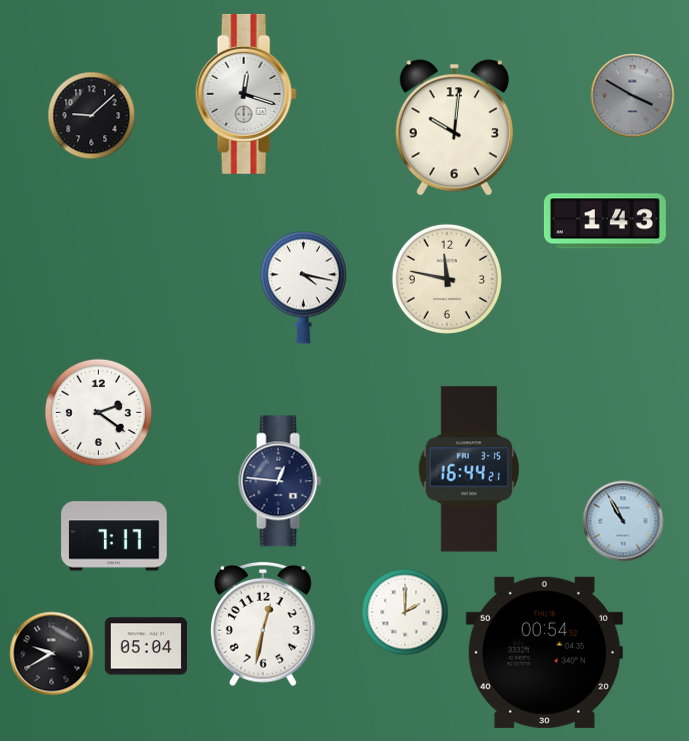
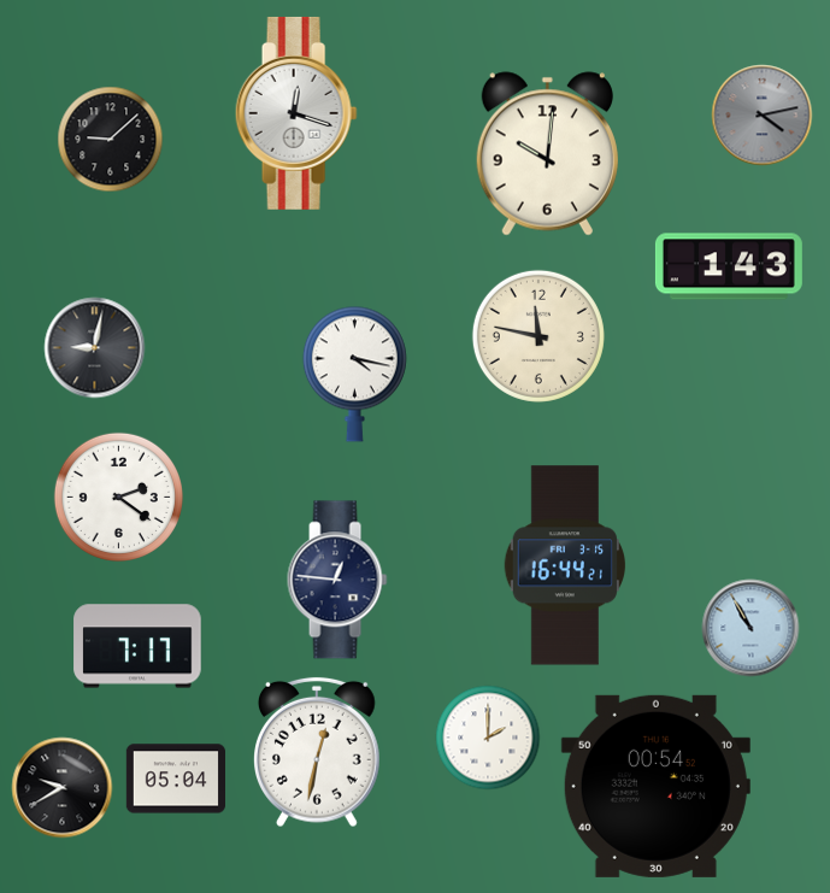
clock at (633, 96): 3:50 -> 4:13
clock at (303, 287) position: (303, 287) -> (354, 374)
clock at (95, 348): none -> 9:02
